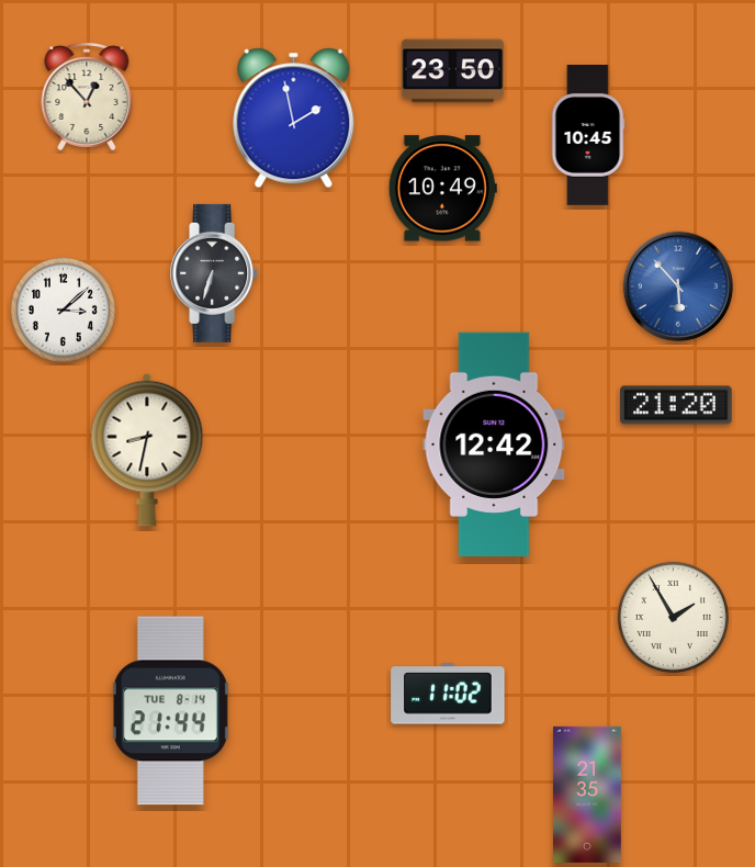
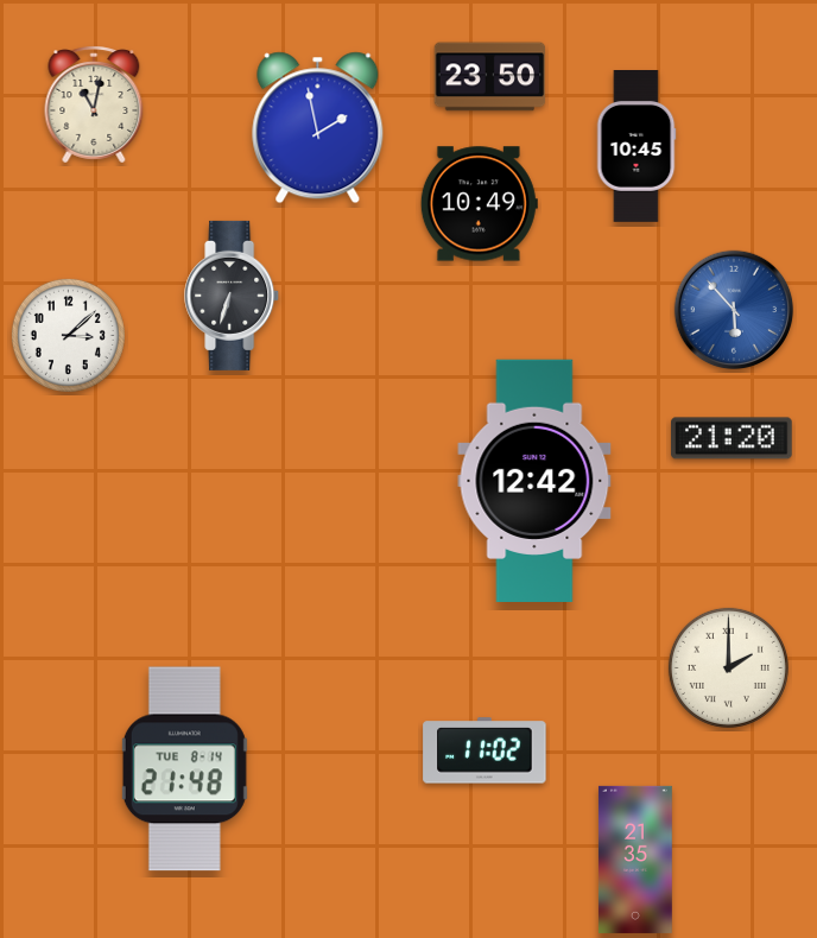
clock at (87, 97): 12:53 -> 11:02
clock at (147, 450): 8:32 -> none
clock at (673, 617): 1:55 -> 2:00
clock at (170, 711): 21:44 -> 21:48
